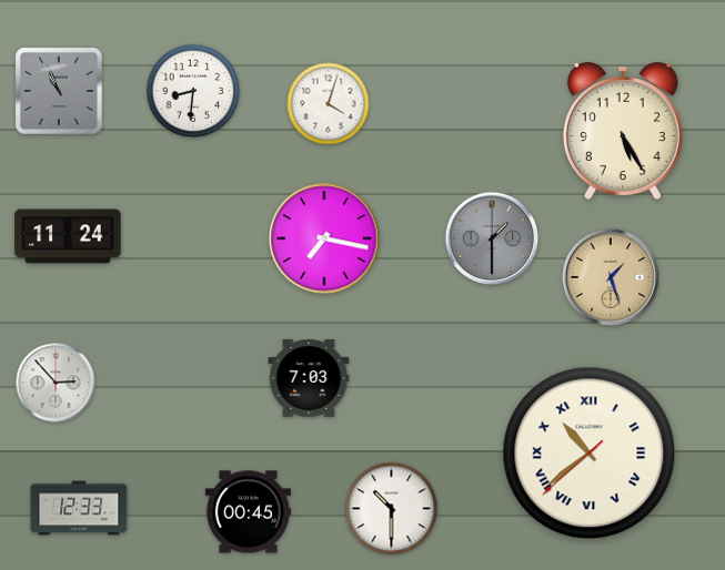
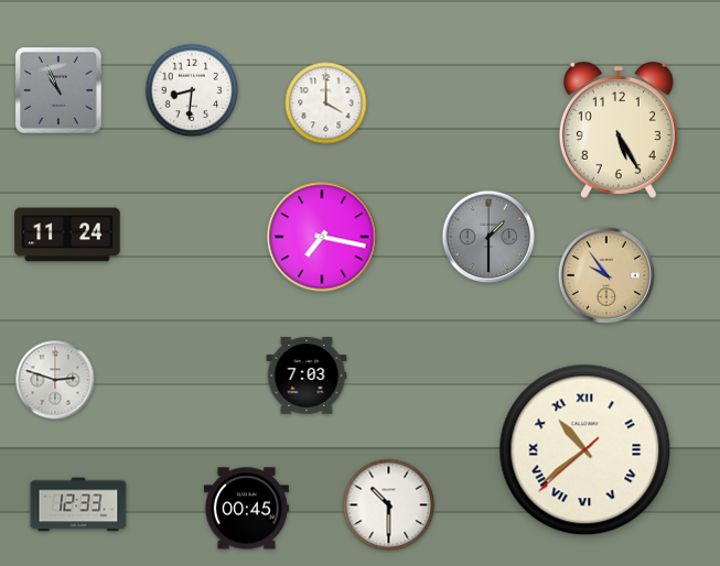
clock at (329, 104): 4:03 -> 4:00
clock at (611, 277): 1:27 -> 9:54
clock at (56, 383): 2:53 -> 2:48
